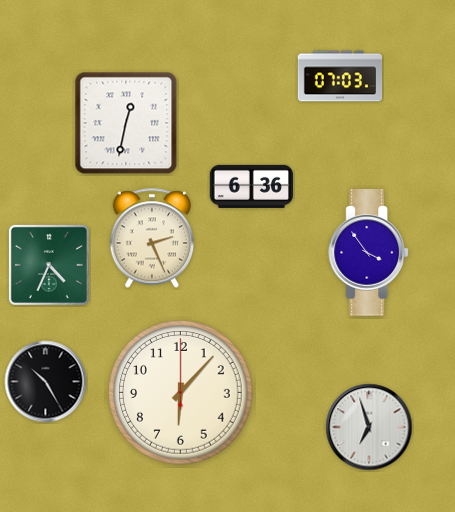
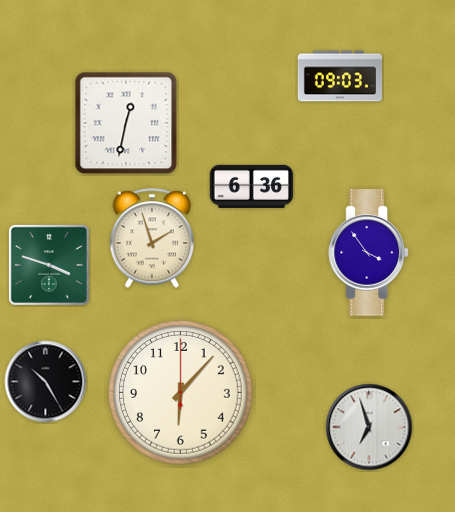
clock at (339, 76): 07:03 -> 09:03
clock at (152, 238): 2:26 -> 1:57
clock at (49, 265): 4:34 -> 3:48
